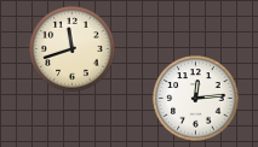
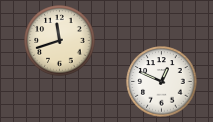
clock at (196, 99): 12:14 -> 12:49
